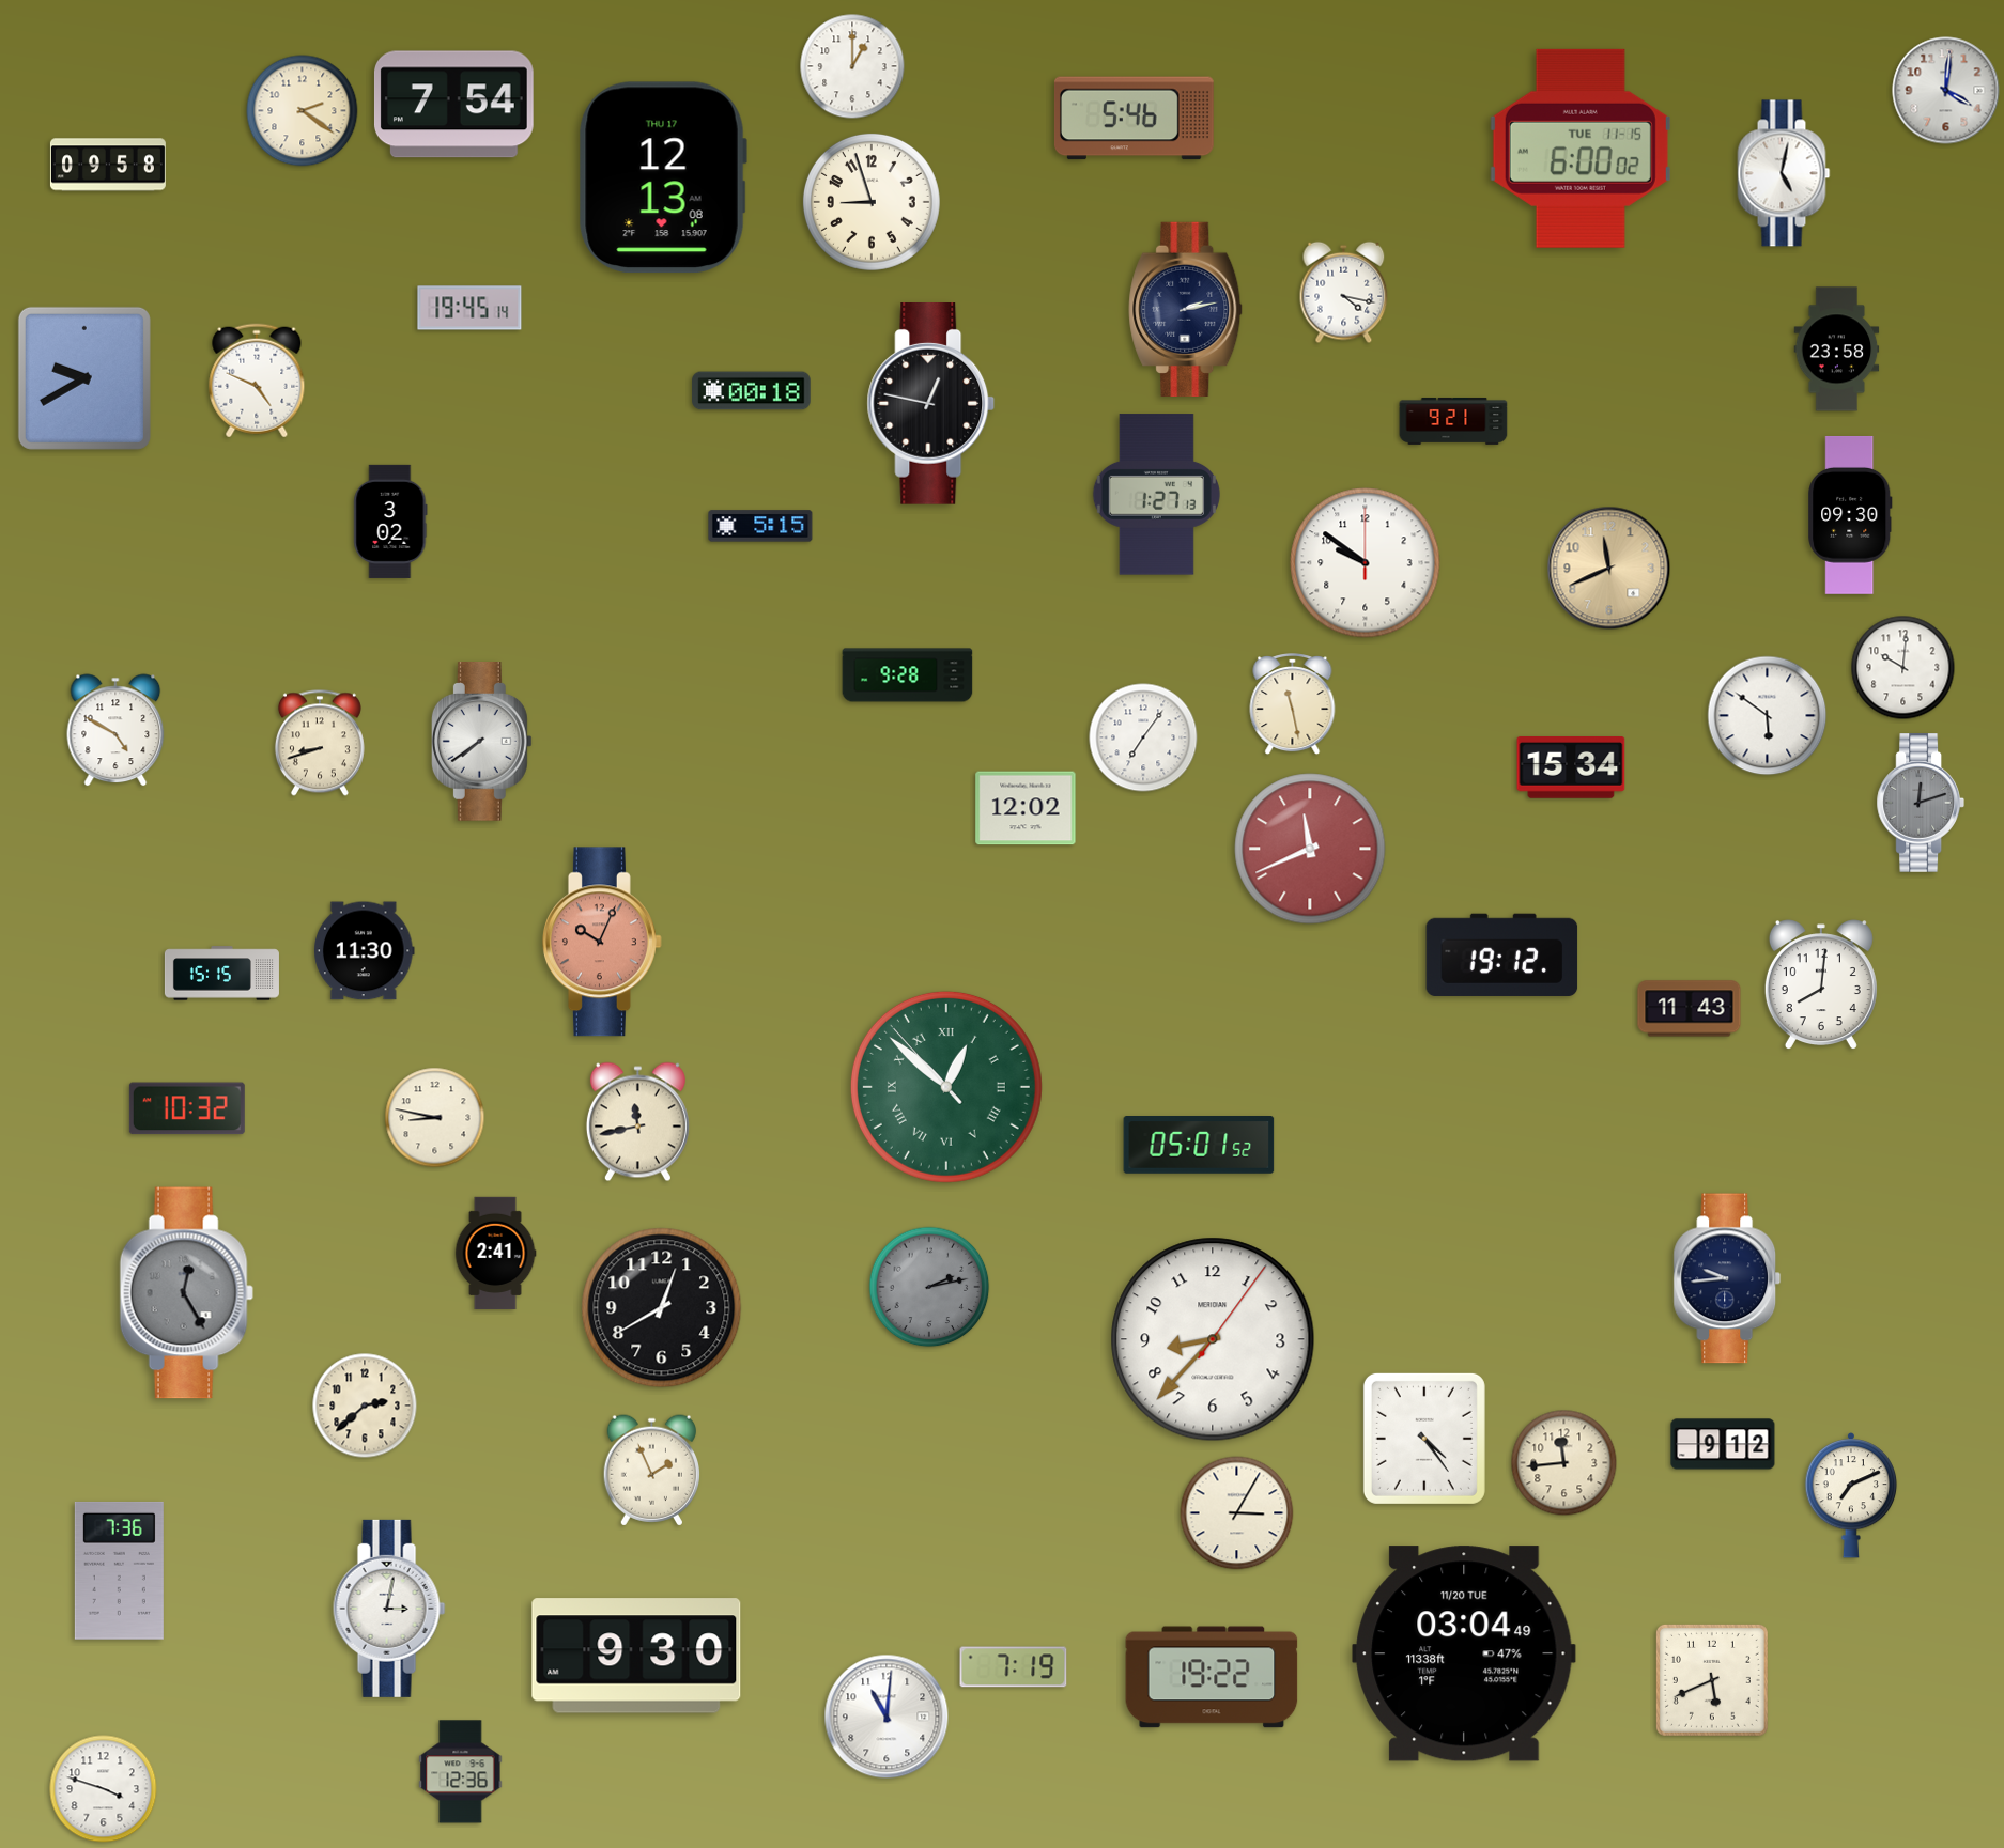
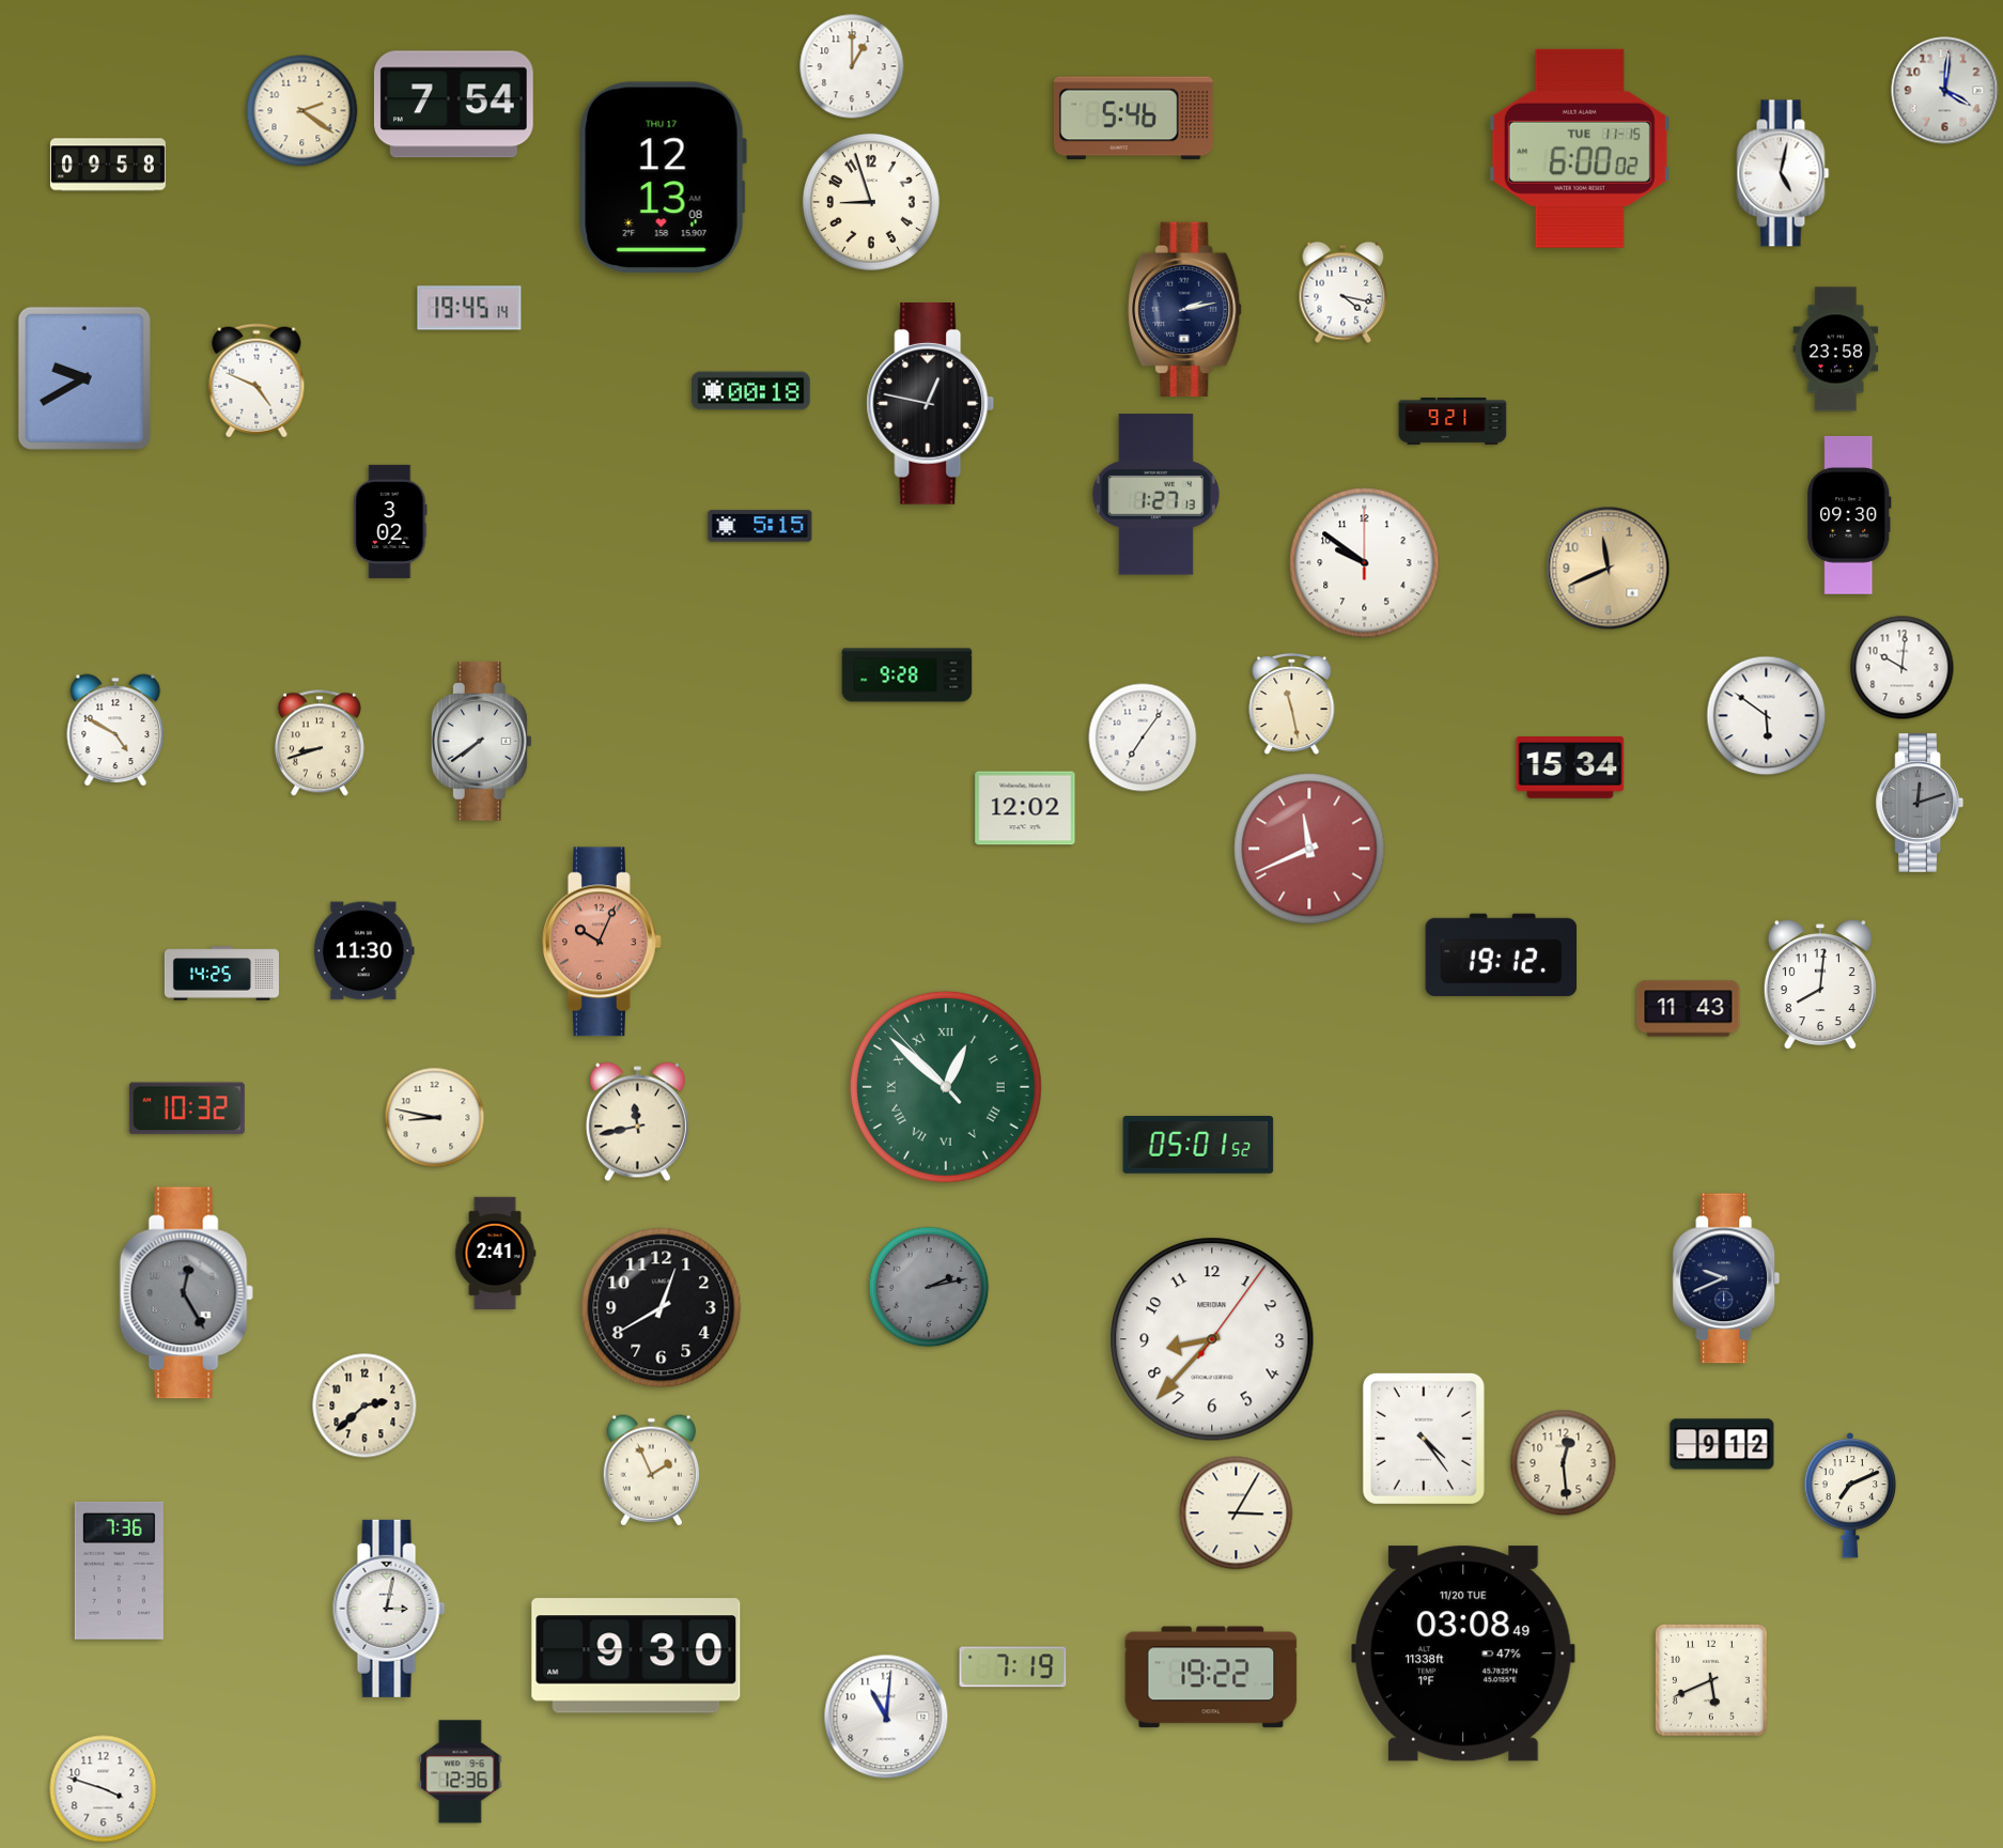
clock at (221, 974): 15:15 -> 14:25
clock at (1727, 1278): 9:44 -> 9:41
clock at (1564, 1463): 11:44 -> 12:29
clock at (1465, 1653): 03:04 -> 03:08
